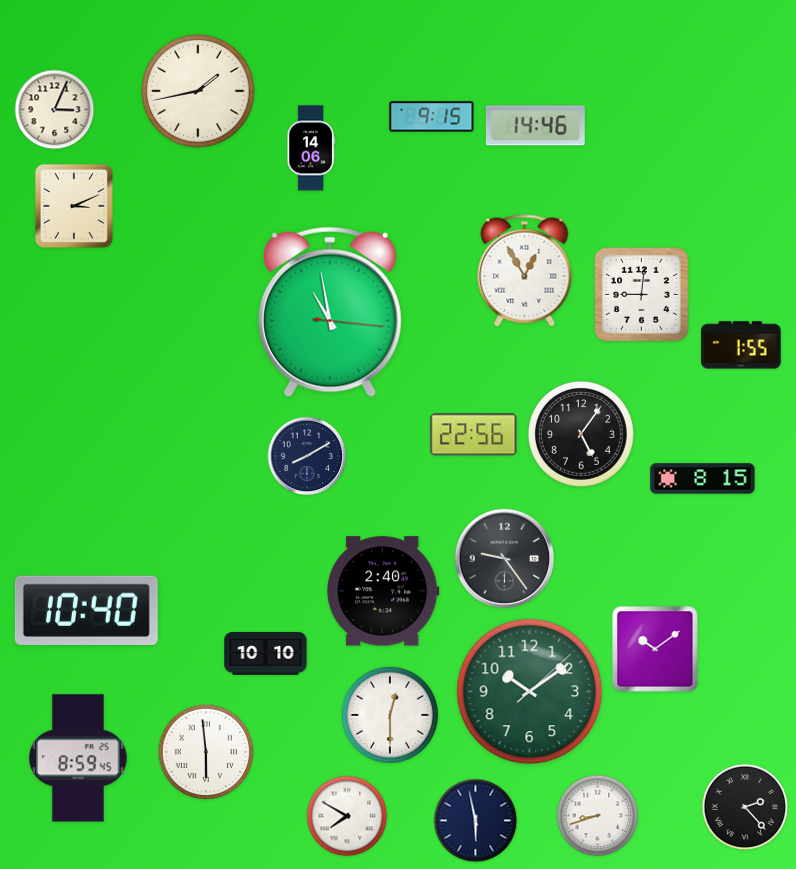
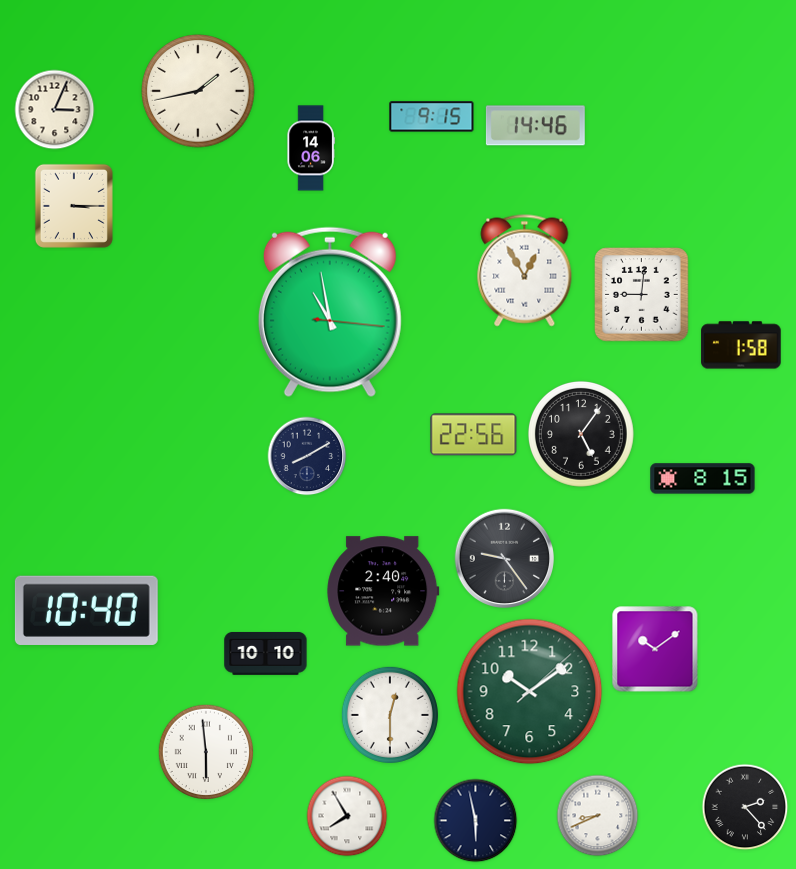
clock at (74, 206): 3:11 -> 3:15
clock at (741, 345): 1:55 -> 1:58
clock at (79, 758): 8:59 -> none
clock at (347, 816): 7:50 -> 7:55
clock at (598, 816): 8:42 -> 8:41
